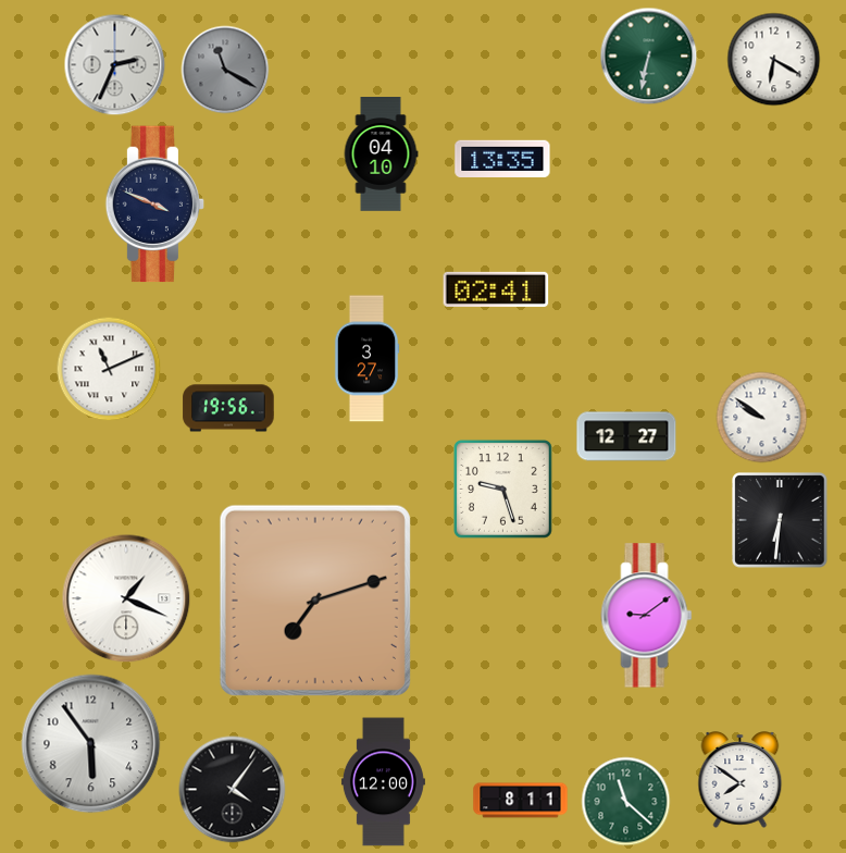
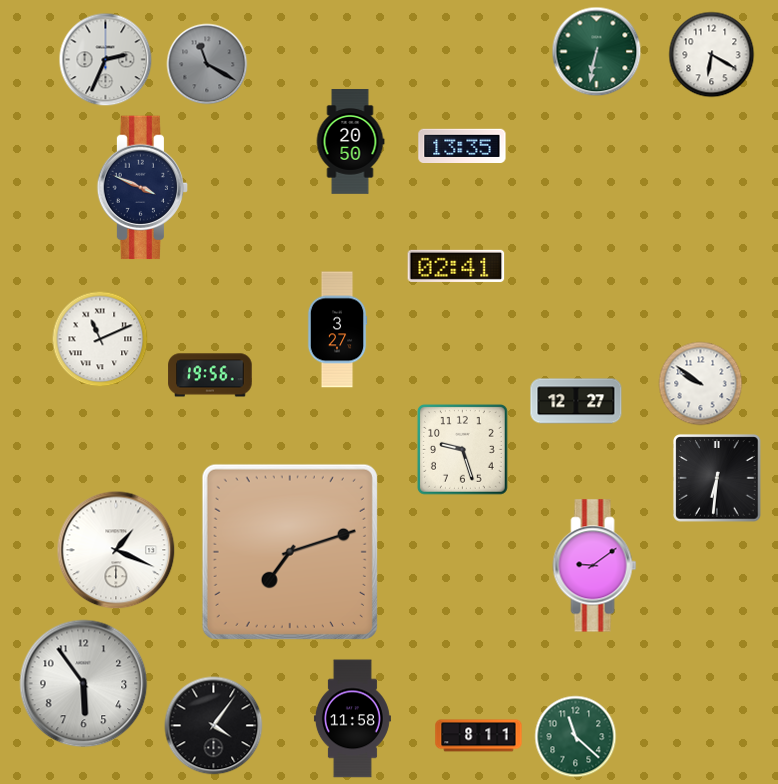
clock at (381, 154): 04:10 -> 20:50
clock at (741, 780): 7:51 -> none
clock at (383, 782): 12:00 -> 11:58
